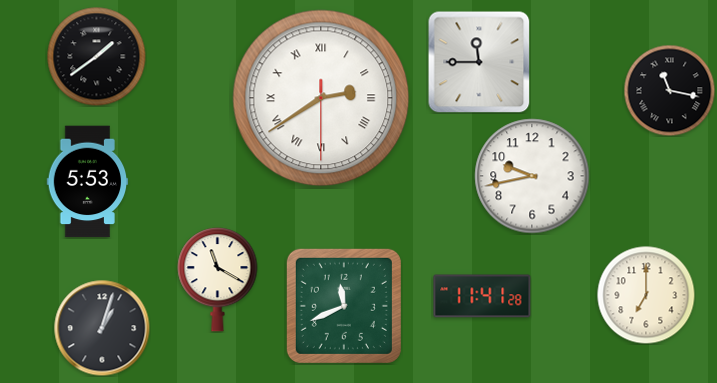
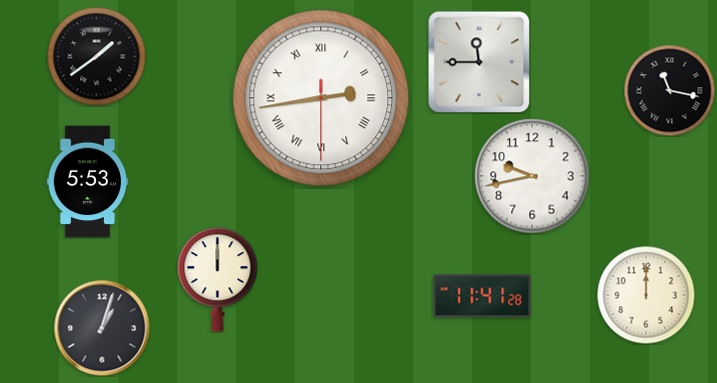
clock at (321, 98): 2:39 -> 2:43
clock at (218, 280): 11:20 -> 12:00
clock at (646, 295): 7:00 -> 12:00
clock at (344, 306): 11:41 -> none
